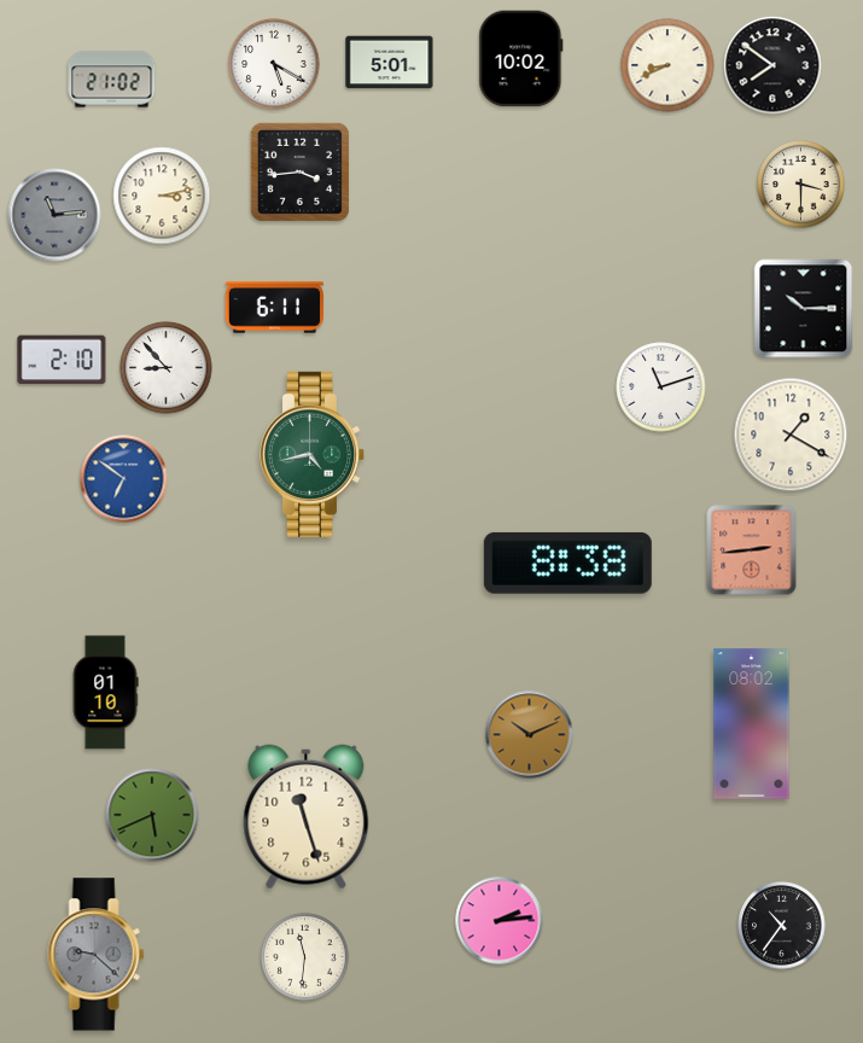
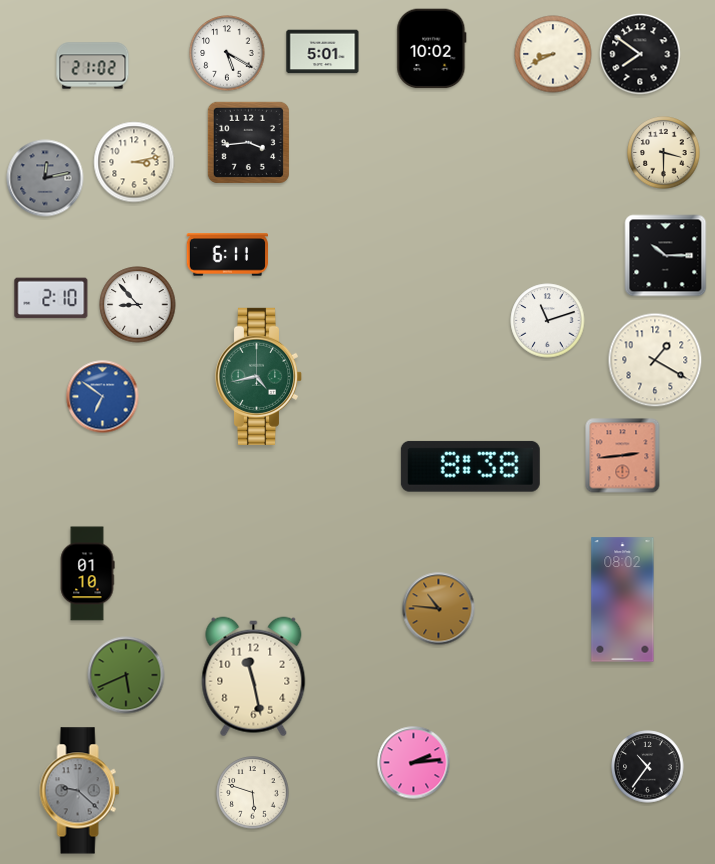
clock at (54, 215): 11:14 -> 12:13
clock at (530, 735): 10:11 -> 10:46
clock at (307, 817): 11:27 -> 11:28
clock at (305, 957): 11:31 -> 5:48
